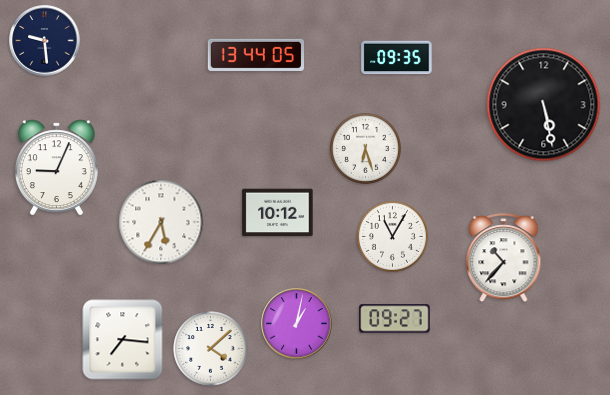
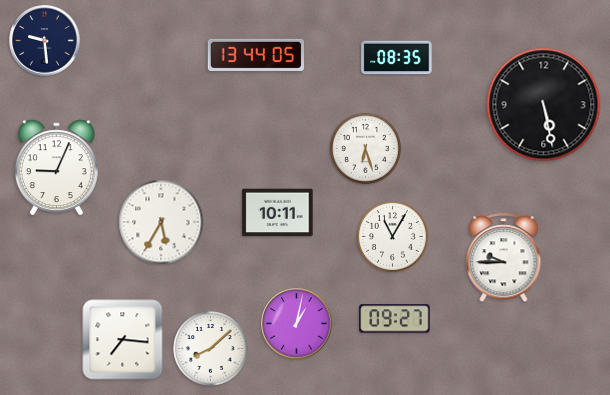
clock at (397, 58): 09:35 -> 08:35
clock at (278, 213): 10:12 -> 10:11
clock at (504, 258): 10:37 -> 9:45
clock at (211, 349): 4:08 -> 8:08
